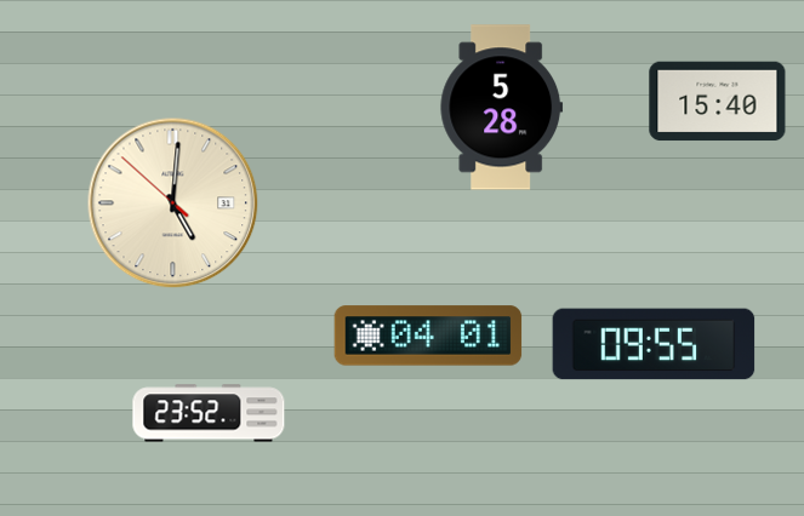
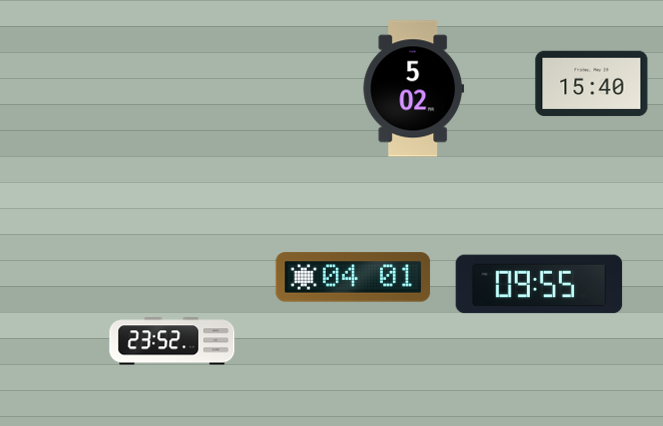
clock at (502, 108): 5:28 -> 5:02
clock at (173, 203): 5:00 -> none
